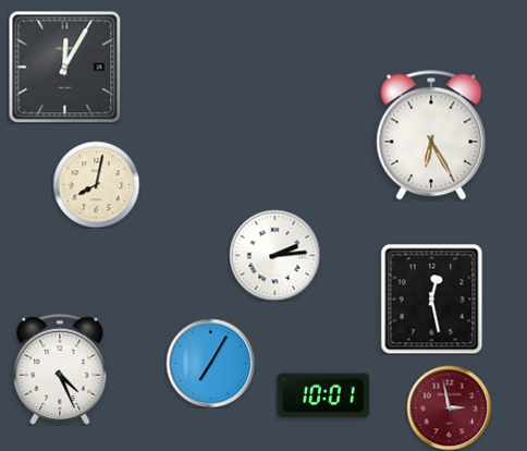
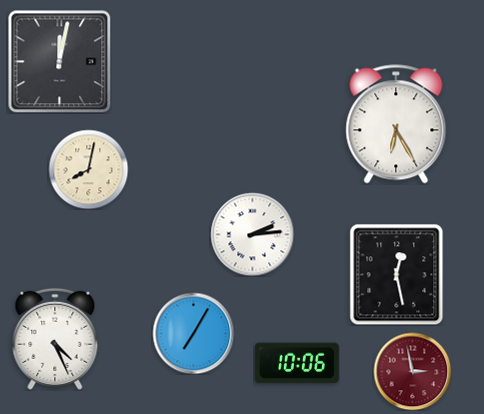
clock at (64, 66): 12:05 -> 12:02
clock at (323, 395): 10:01 -> 10:06
clock at (449, 407) position: (449, 407) -> (412, 371)
